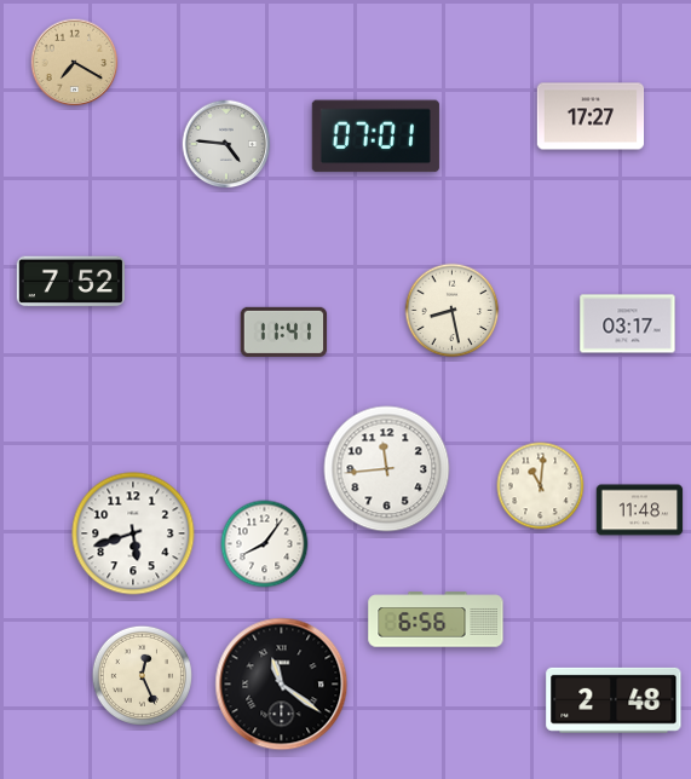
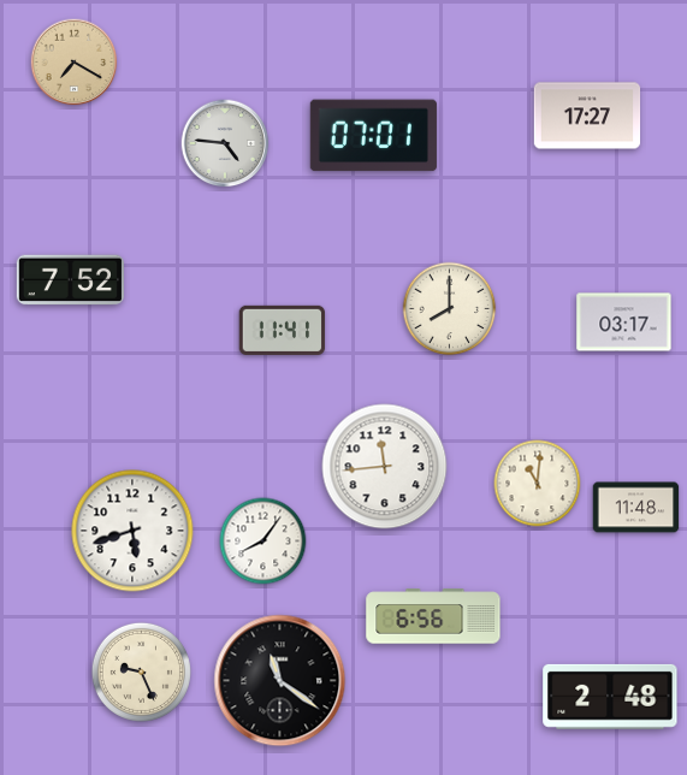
clock at (453, 311): 8:28 -> 8:00
clock at (142, 675): 12:26 -> 9:26
